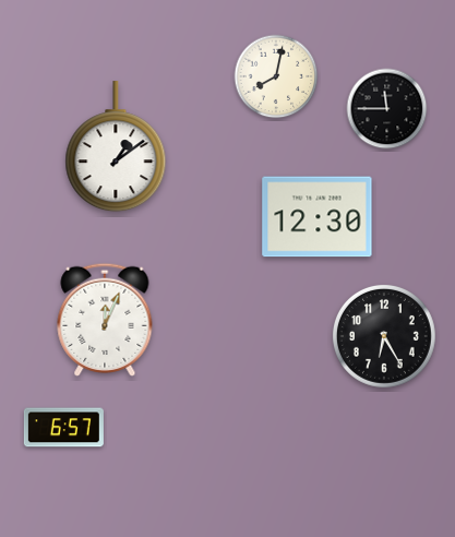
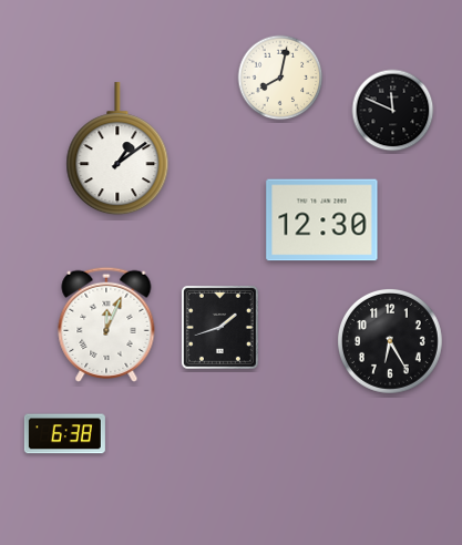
clock at (387, 109): 11:45 -> 11:49
clock at (219, 327): none -> 1:42
clock at (63, 428): 6:57 -> 6:38
